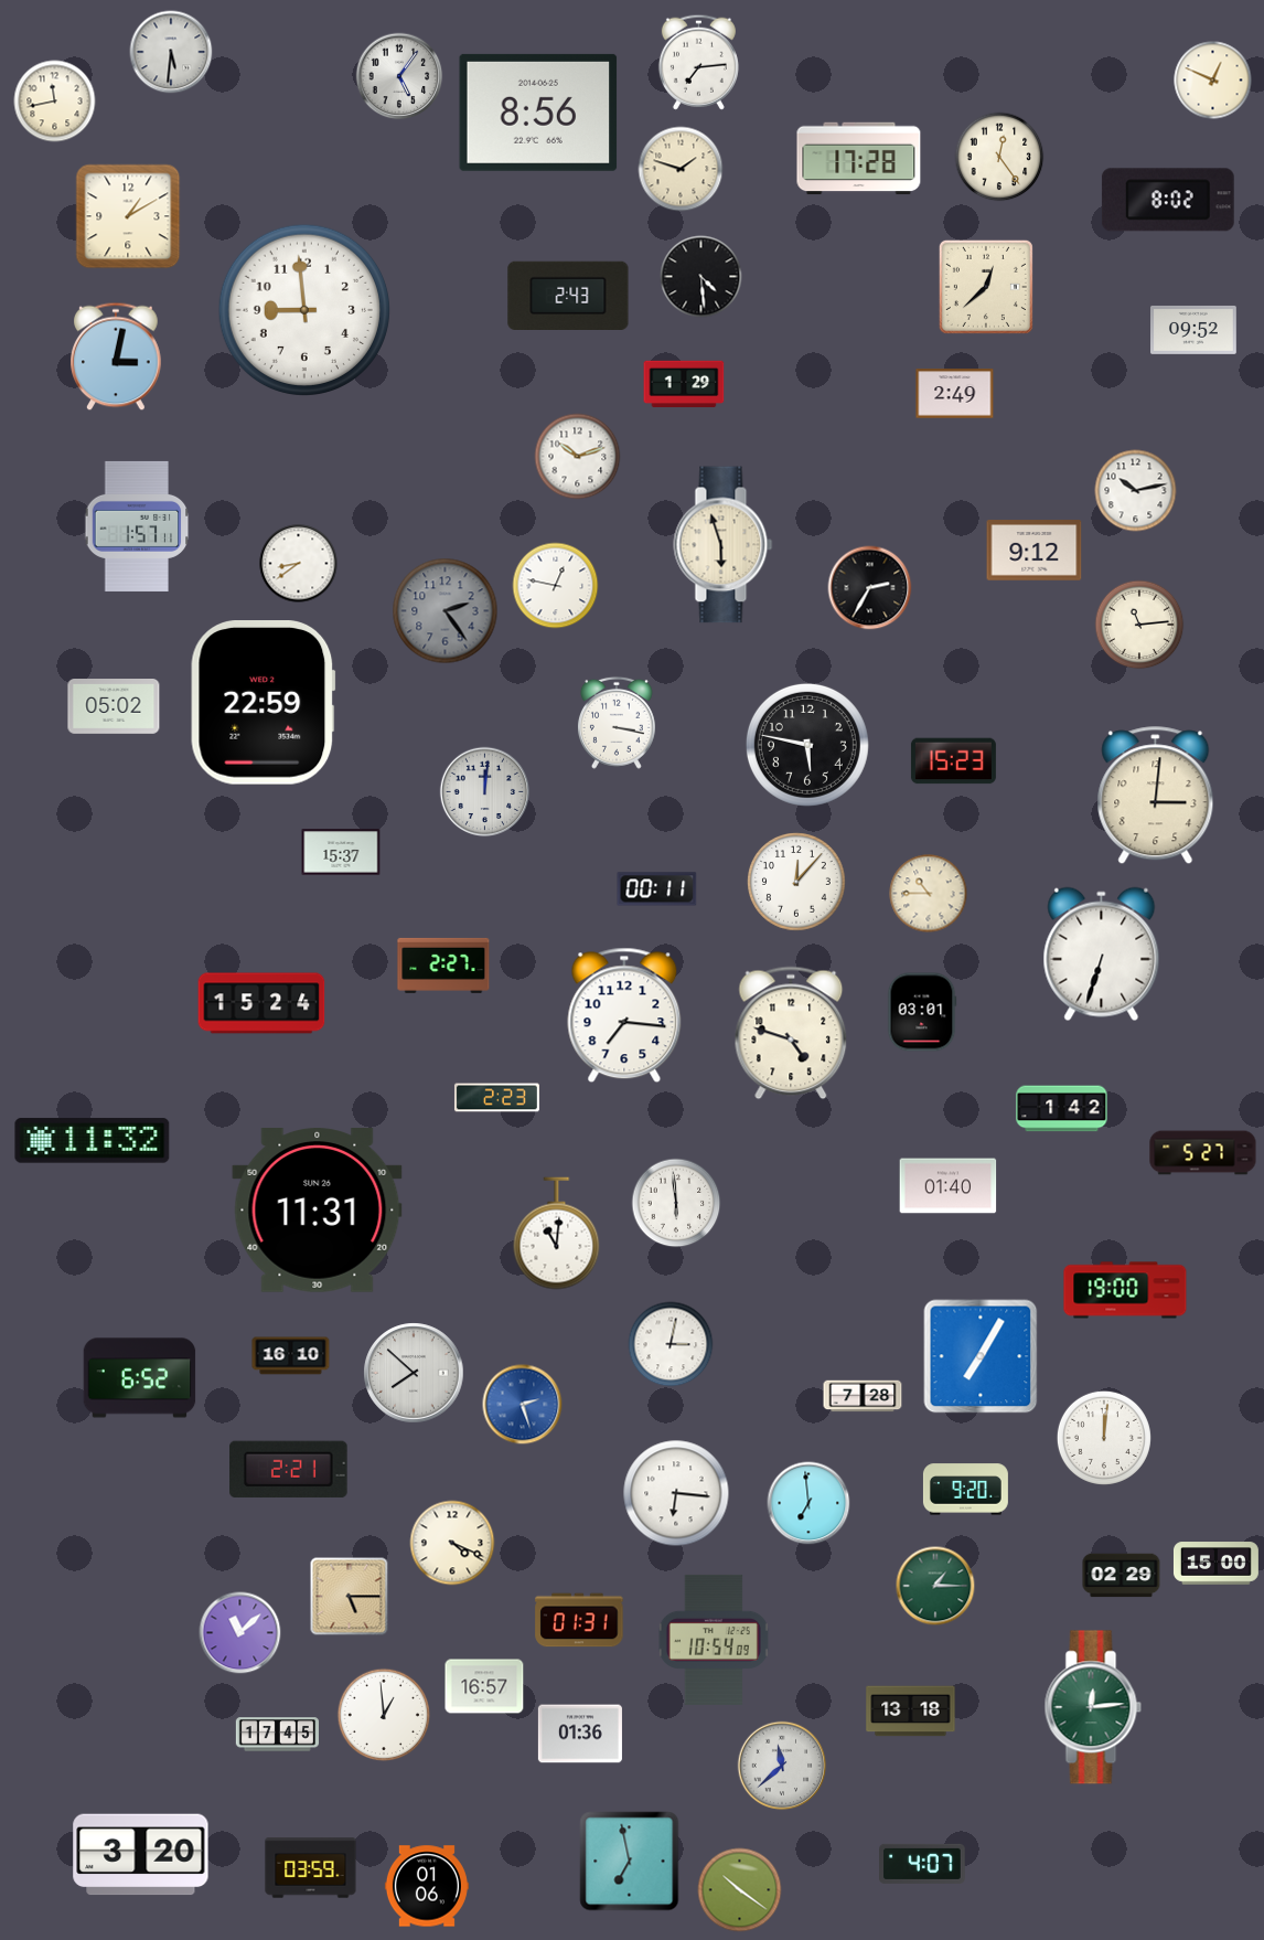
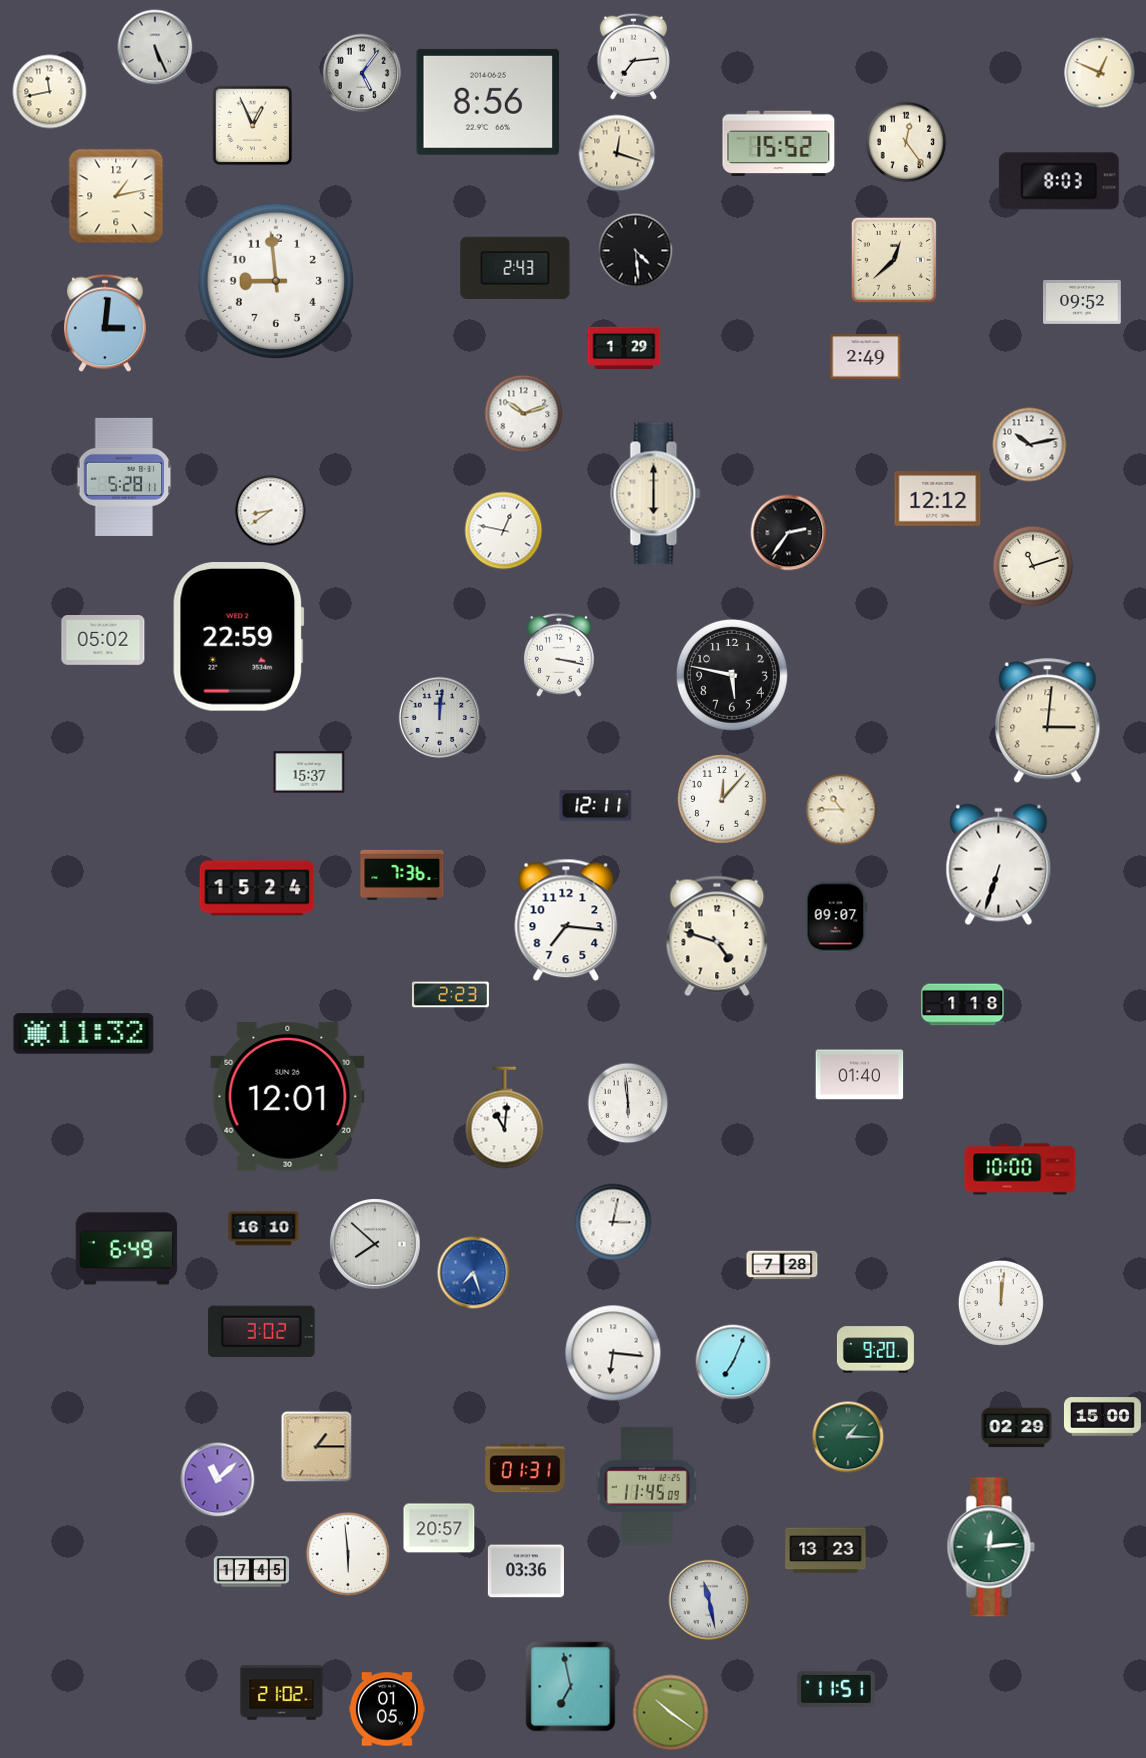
clock at (171, 52): 5:31 -> 5:26
clock at (399, 76) position: (399, 76) -> (362, 73)
clock at (253, 126): none -> 12:56
clock at (859, 159): 17:28 -> 15:52
clock at (681, 169): 1:48 -> 12:18
clock at (1168, 200): 8:02 -> 8:03
clock at (128, 216): 1:10 -> 1:13
clock at (1195, 330) position: (1195, 330) -> (1083, 302)
clock at (116, 356): 3:02 -> 3:01
clock at (684, 384) position: (684, 384) -> (624, 348)
clock at (137, 526): 1:57 -> 5:28
clock at (724, 545): 5:57 -> 6:00
clock at (1035, 551): 9:12 -> 12:12
clock at (870, 588): 2:35 -> 2:36
clock at (446, 611): 2:24 -> none
clock at (1139, 625): 11:14 -> 11:12
clock at (953, 761): 15:23 -> none
clock at (657, 889): 00:11 -> 12:11
clock at (443, 966): 2:27 -> 7:36
clock at (261, 1003) position: (261, 1003) -> (257, 888)
clock at (922, 1012): 03:01 -> 09:07
clock at (1062, 1109): 1:42 -> 1:18
clock at (1203, 1153): 5:27 -> none
clock at (676, 1203) position: (676, 1203) -> (628, 1103)
clock at (318, 1211): 11:31 -> 12:01
clock at (1125, 1290): 19:00 -> 10:00
clock at (671, 1344) position: (671, 1344) -> (613, 1222)
clock at (981, 1356): 7:05 -> none
clock at (140, 1378): 6:52 -> 6:49
clock at (523, 1405): 2:27 -> 7:27
clock at (289, 1470): 2:21 -> 3:02
clock at (808, 1503): 6:59 -> 7:04
clock at (452, 1543): 4:19 -> none
clock at (350, 1597): 5:15 -> 1:15
clock at (714, 1640): 10:54 -> 11:45
clock at (484, 1686): 16:57 -> 20:57
clock at (911, 1712): 13:18 -> 13:23
clock at (383, 1714): 12:59 -> 5:59
clock at (580, 1734): 01:36 -> 03:36
clock at (782, 1766): 11:38 -> 11:28
clock at (141, 1855): 3:20 -> none
clock at (923, 1864): 4:07 -> 11:51
clock at (311, 1868): 03:59 -> 21:02
clock at (427, 1886): 01:06 -> 01:05
